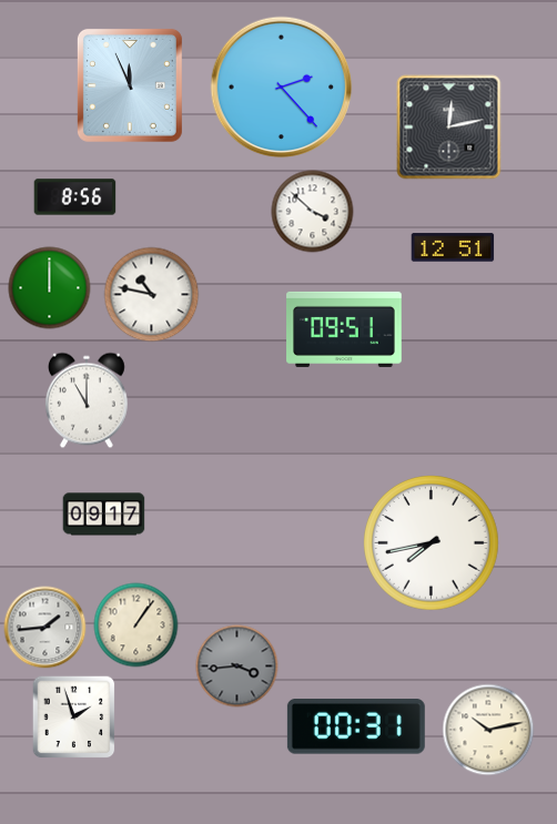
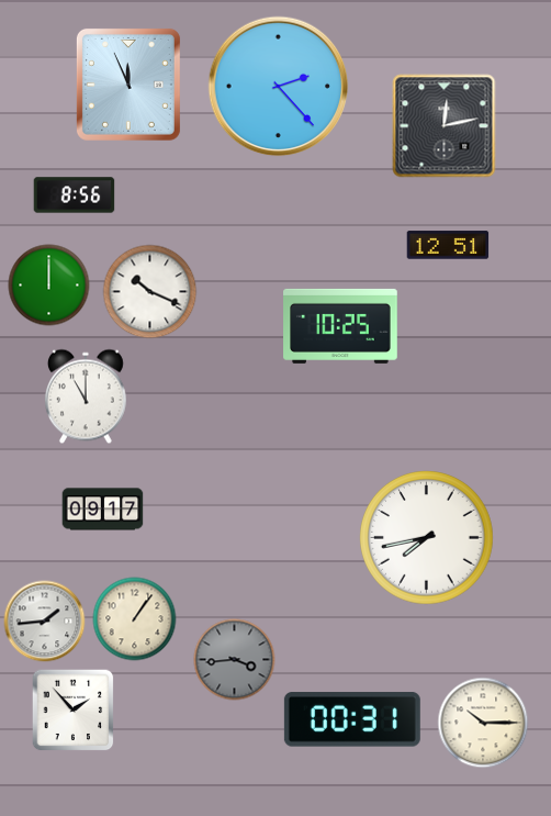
clock at (313, 212): 3:52 -> none
clock at (152, 295): 10:47 -> 10:19
clock at (344, 329): 09:51 -> 10:25
clock at (74, 718): 1:57 -> 1:53
clock at (488, 730): 10:13 -> 10:15
